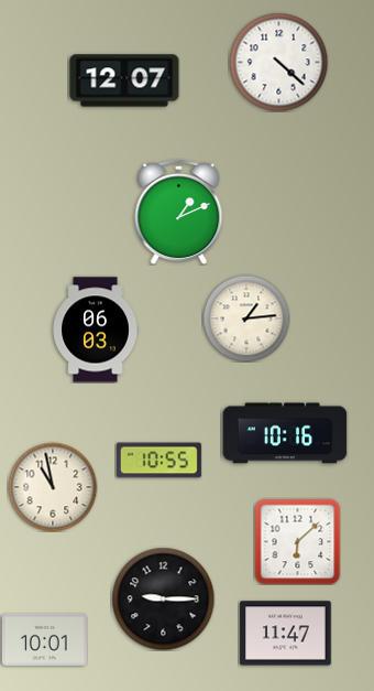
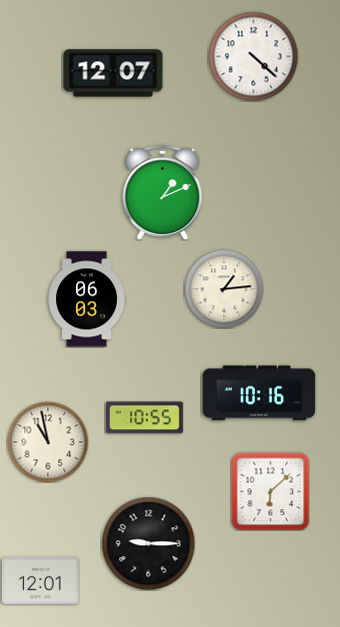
clock at (286, 634): 11:47 -> none
clock at (44, 639): 10:01 -> 12:01
